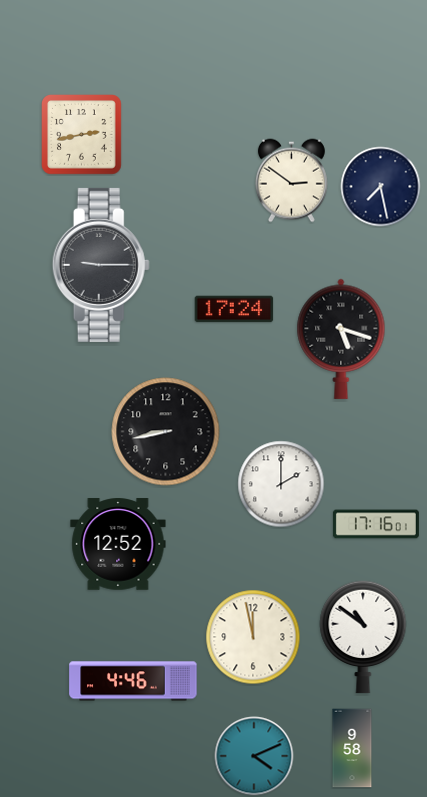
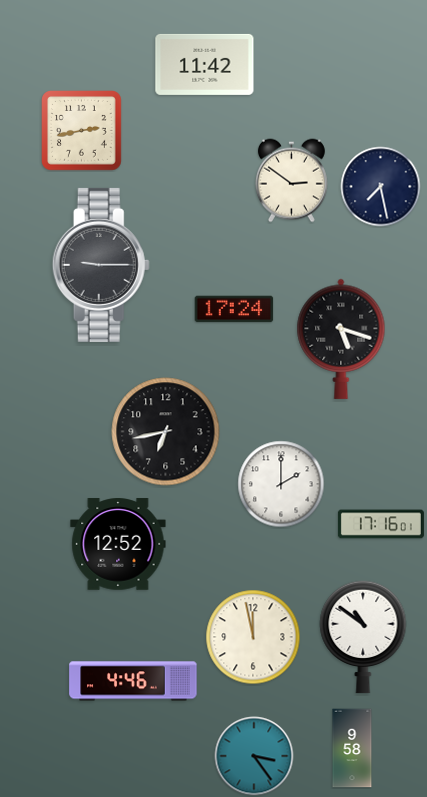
clock at (205, 64): none -> 11:42
clock at (82, 135) position: (82, 135) -> (82, 131)
clock at (166, 432): 8:43 -> 6:43
clock at (376, 524) position: (376, 524) -> (381, 524)
clock at (254, 756): 4:11 -> 3:24
